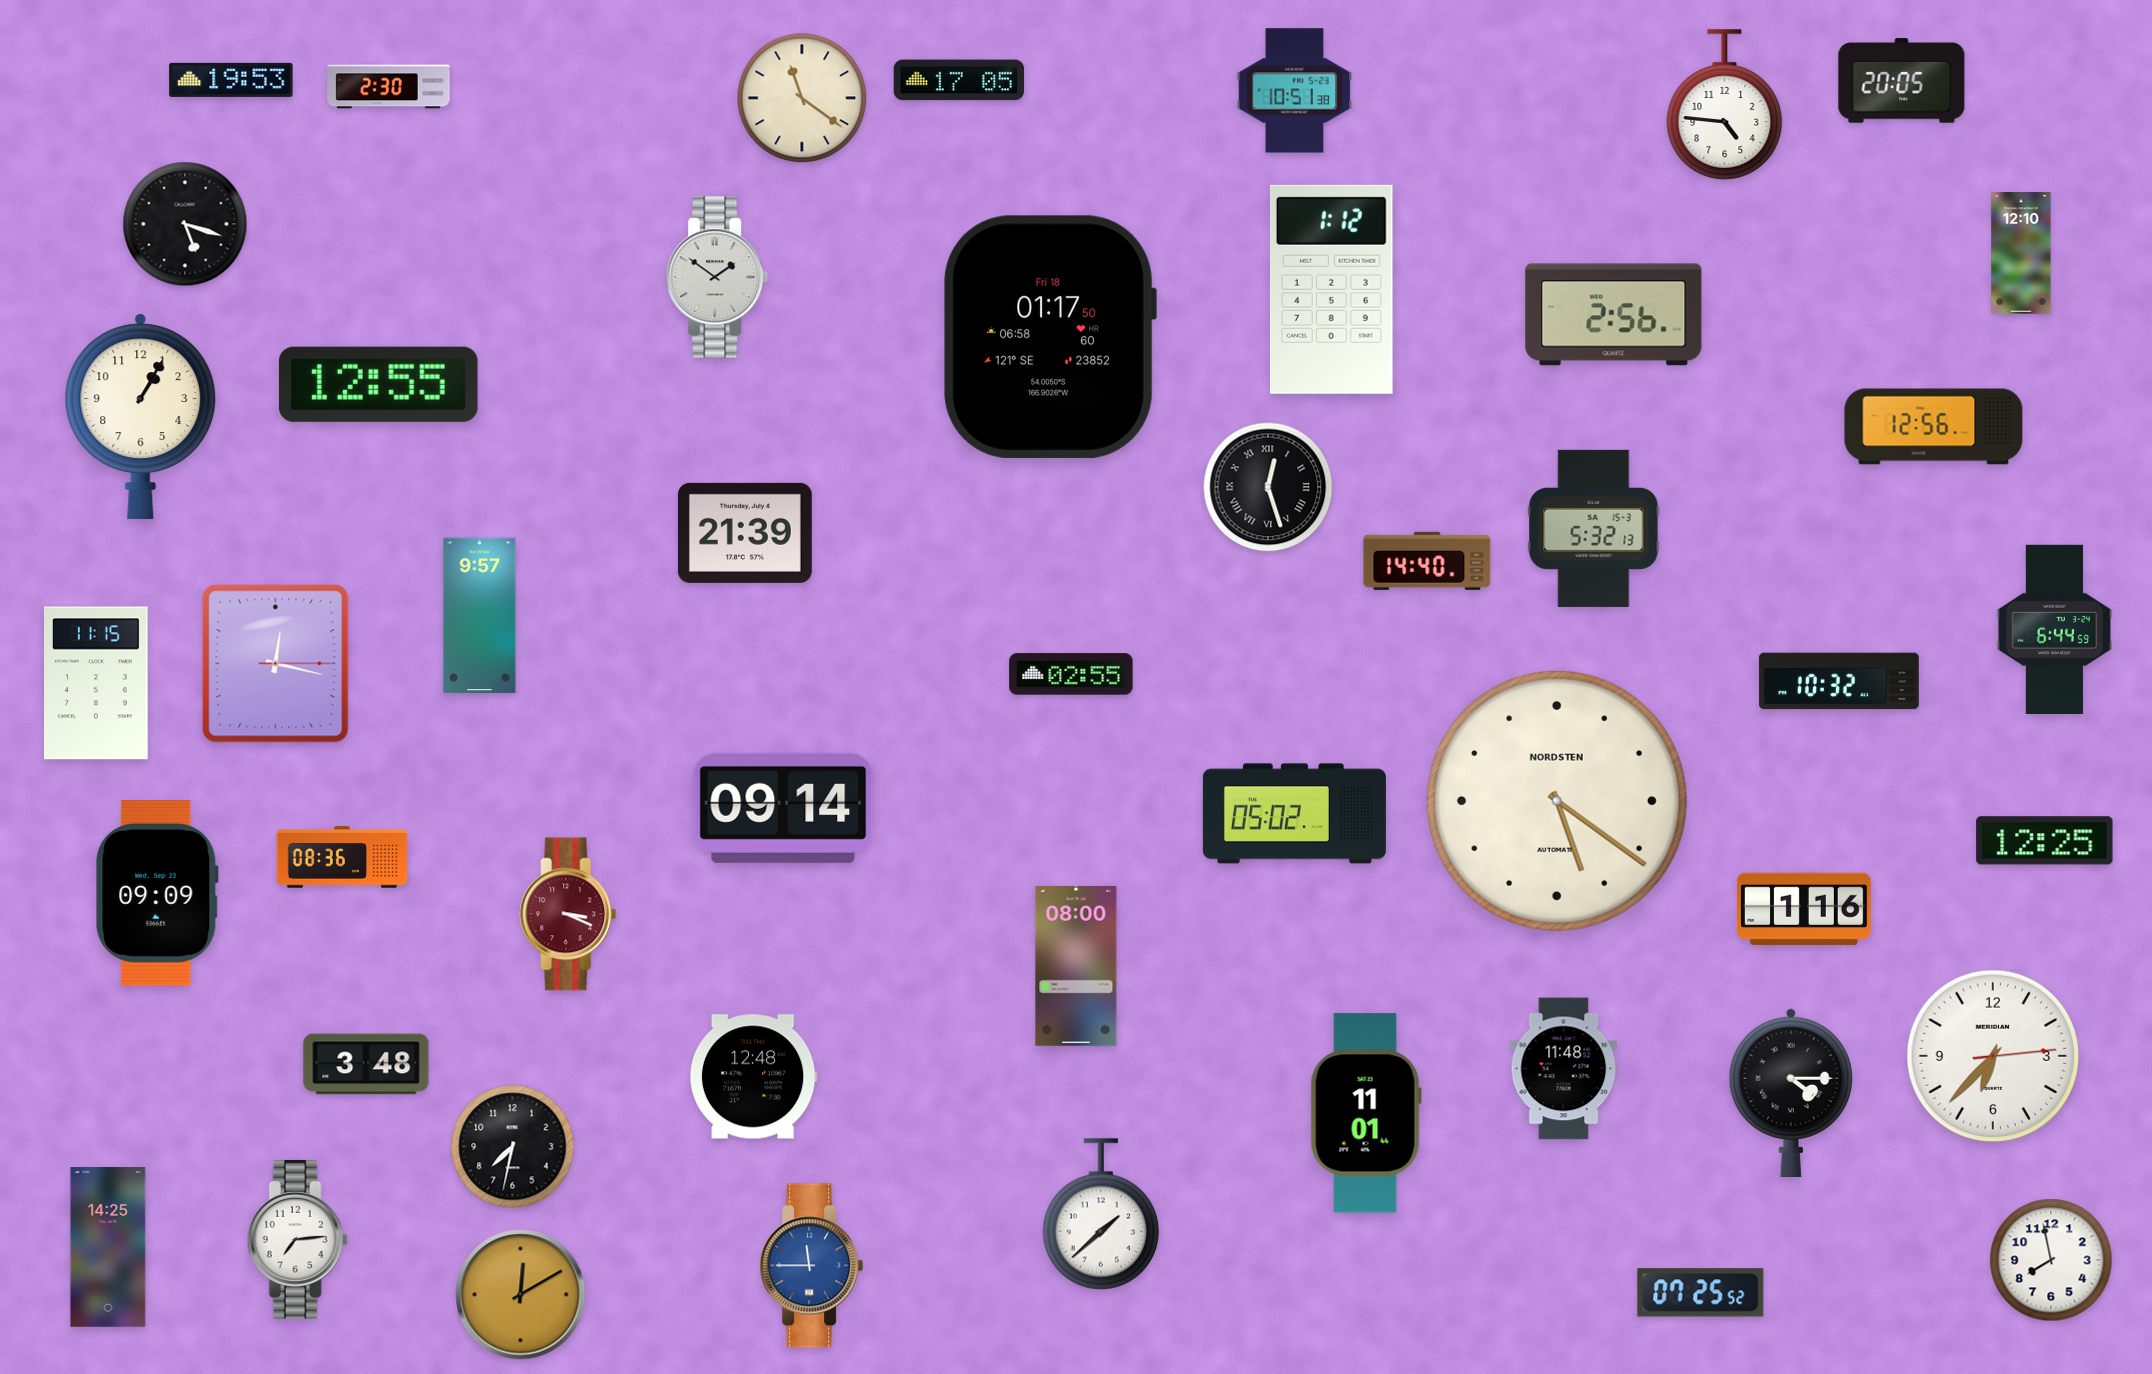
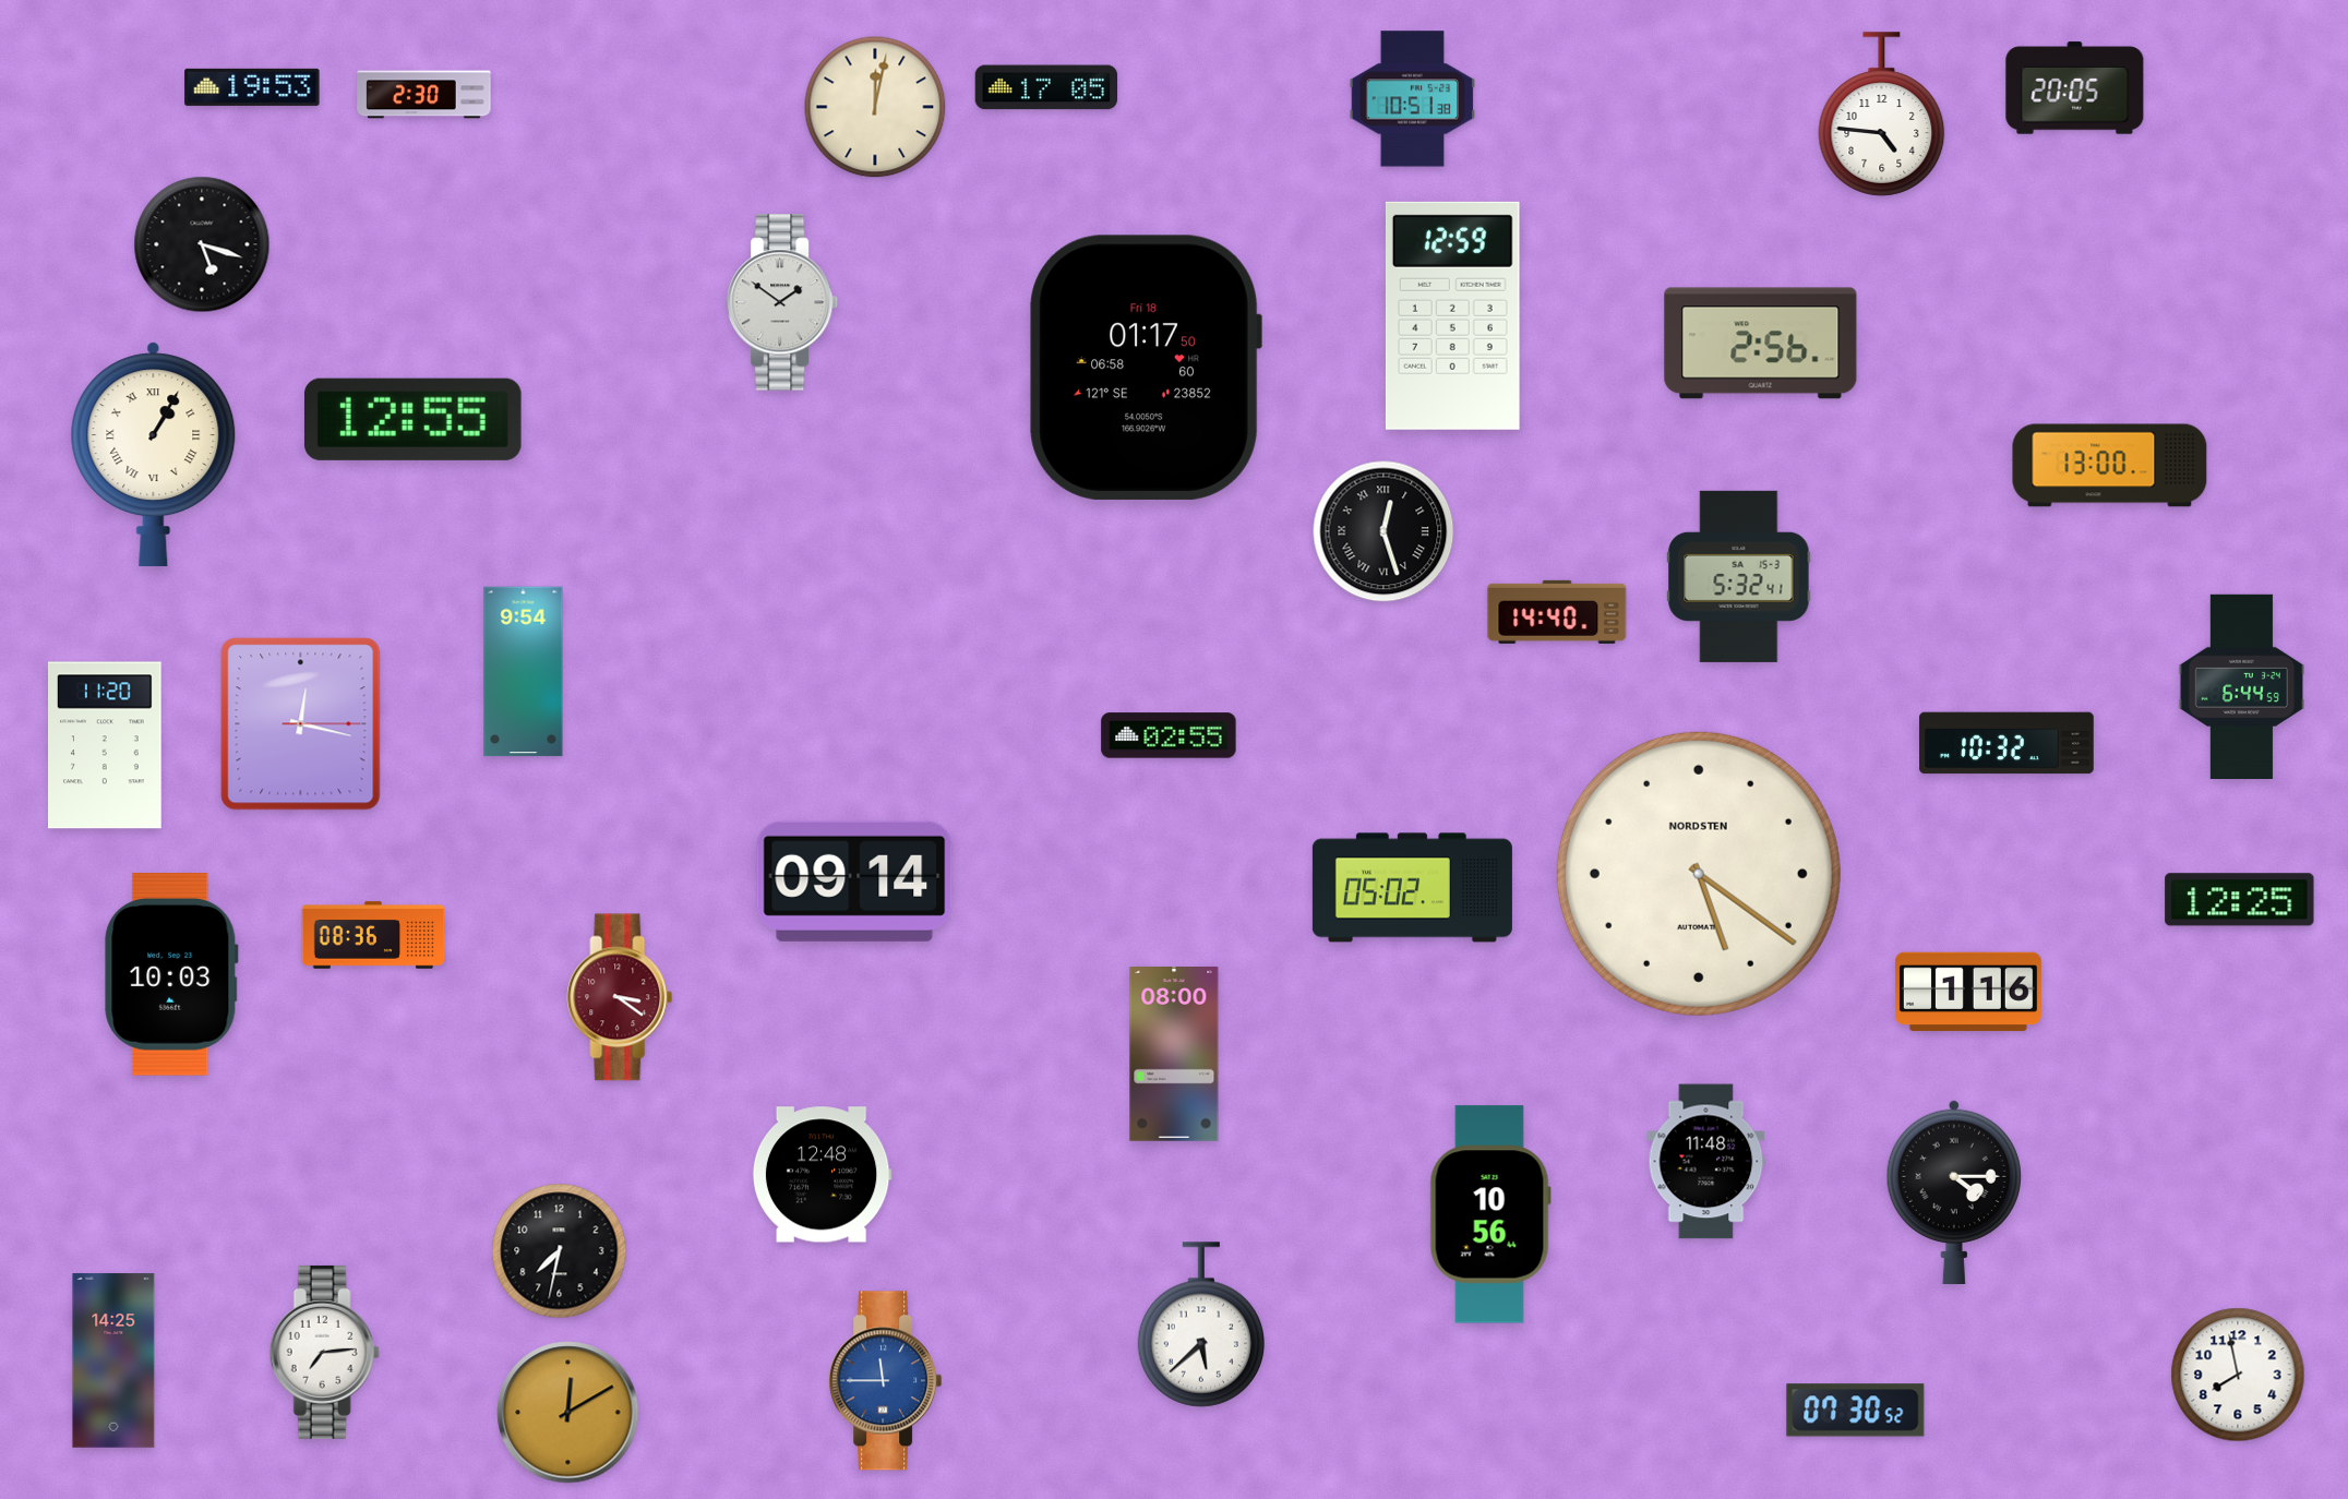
clock at (802, 98): 11:21 -> 12:02
clock at (2021, 253): 12:10 -> none
clock at (1331, 289): 1:12 -> 12:59
clock at (141, 417) numerals: Arabic -> Roman
clock at (1934, 427): 12:56 -> 13:00
clock at (1594, 528): 5:32:13 -> 5:32:41
clock at (745, 533): 21:39 -> none
clock at (480, 616): 9:57 -> 9:54
clock at (97, 683): 11:15 -> 11:20
clock at (2045, 841) position: (2045, 841) -> (2240, 900)
clock at (157, 894): 09:09 -> 10:03
clock at (568, 914): 3:19 -> 3:21
clock at (1993, 1056): 6:37 -> none
clock at (366, 1064): 3:48 -> none
clock at (1564, 1069) position: (1564, 1069) -> (1706, 1162)
clock at (1366, 1113): 11:01 -> 10:56
clock at (1101, 1214): 1:38 -> 5:38
clock at (108, 1247) position: (108, 1247) -> (113, 1360)
clock at (1701, 1293): 07:25 -> 07:30
